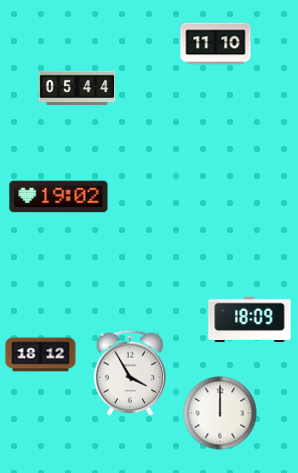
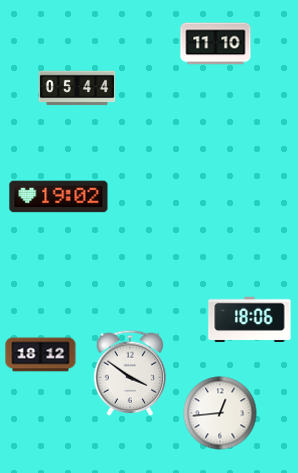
clock at (250, 319): 18:09 -> 18:06
clock at (129, 373): 3:55 -> 3:51
clock at (220, 413): 12:00 -> 12:44
